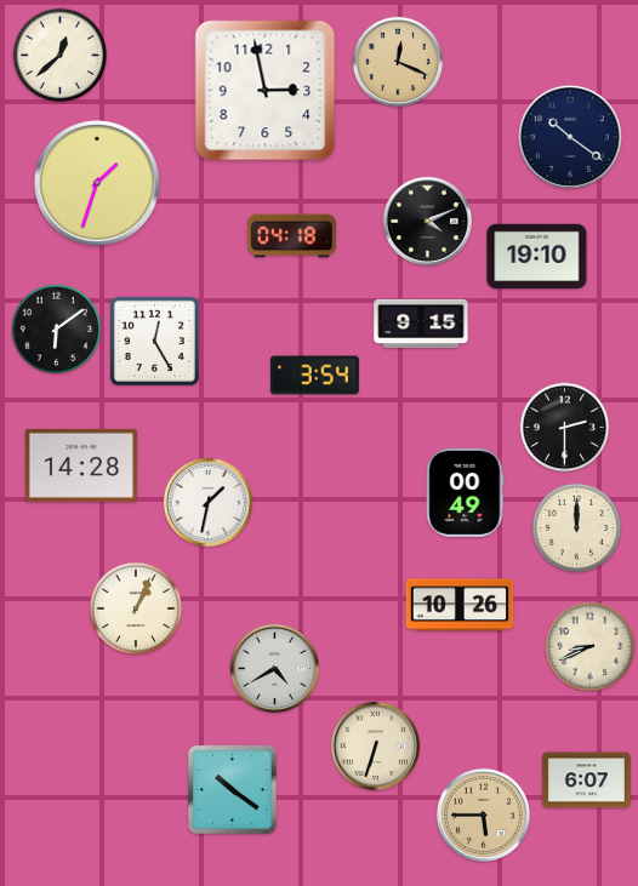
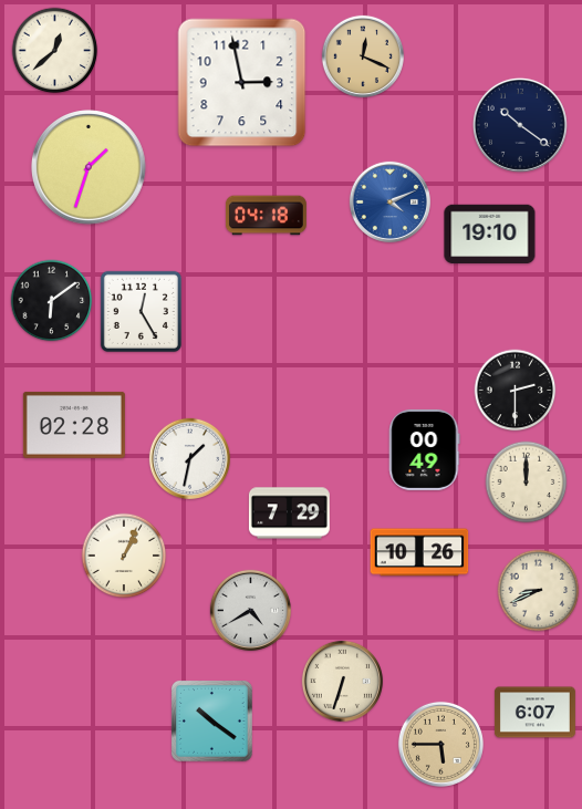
clock at (427, 221) dial: black -> blue
clock at (421, 322): 9:15 -> none
clock at (314, 376): 3:54 -> none
clock at (81, 465): 14:28 -> 02:28
clock at (289, 514): none -> 7:29
